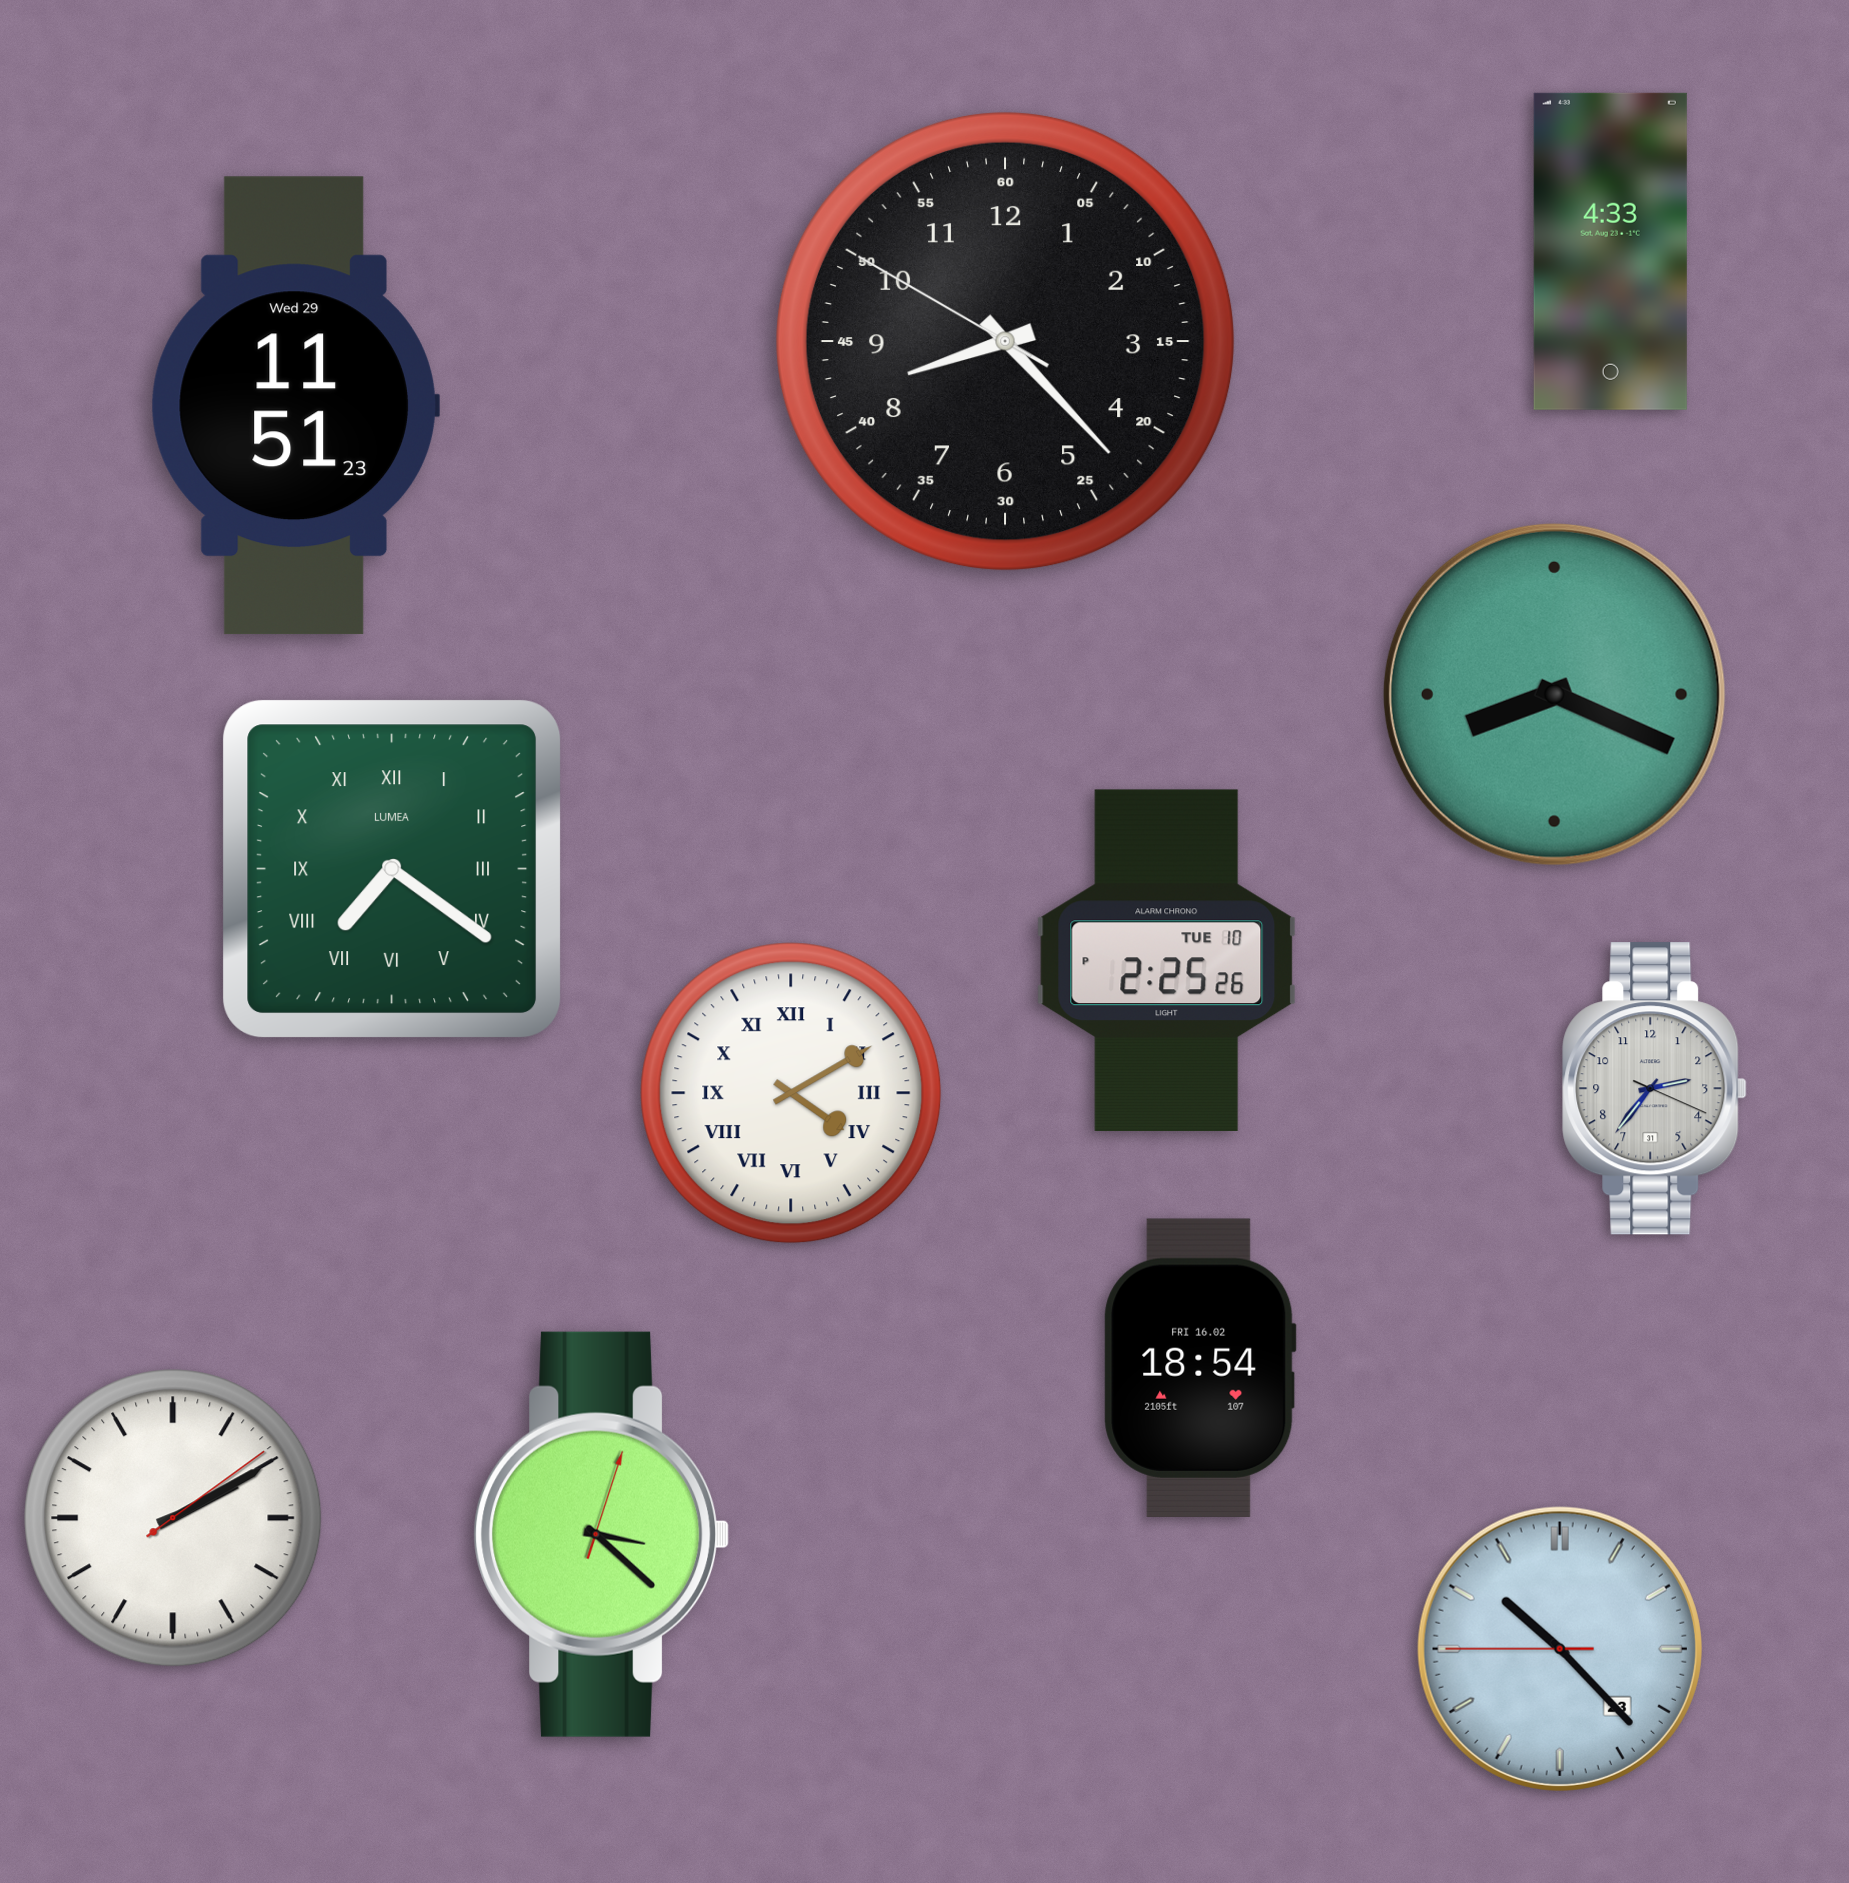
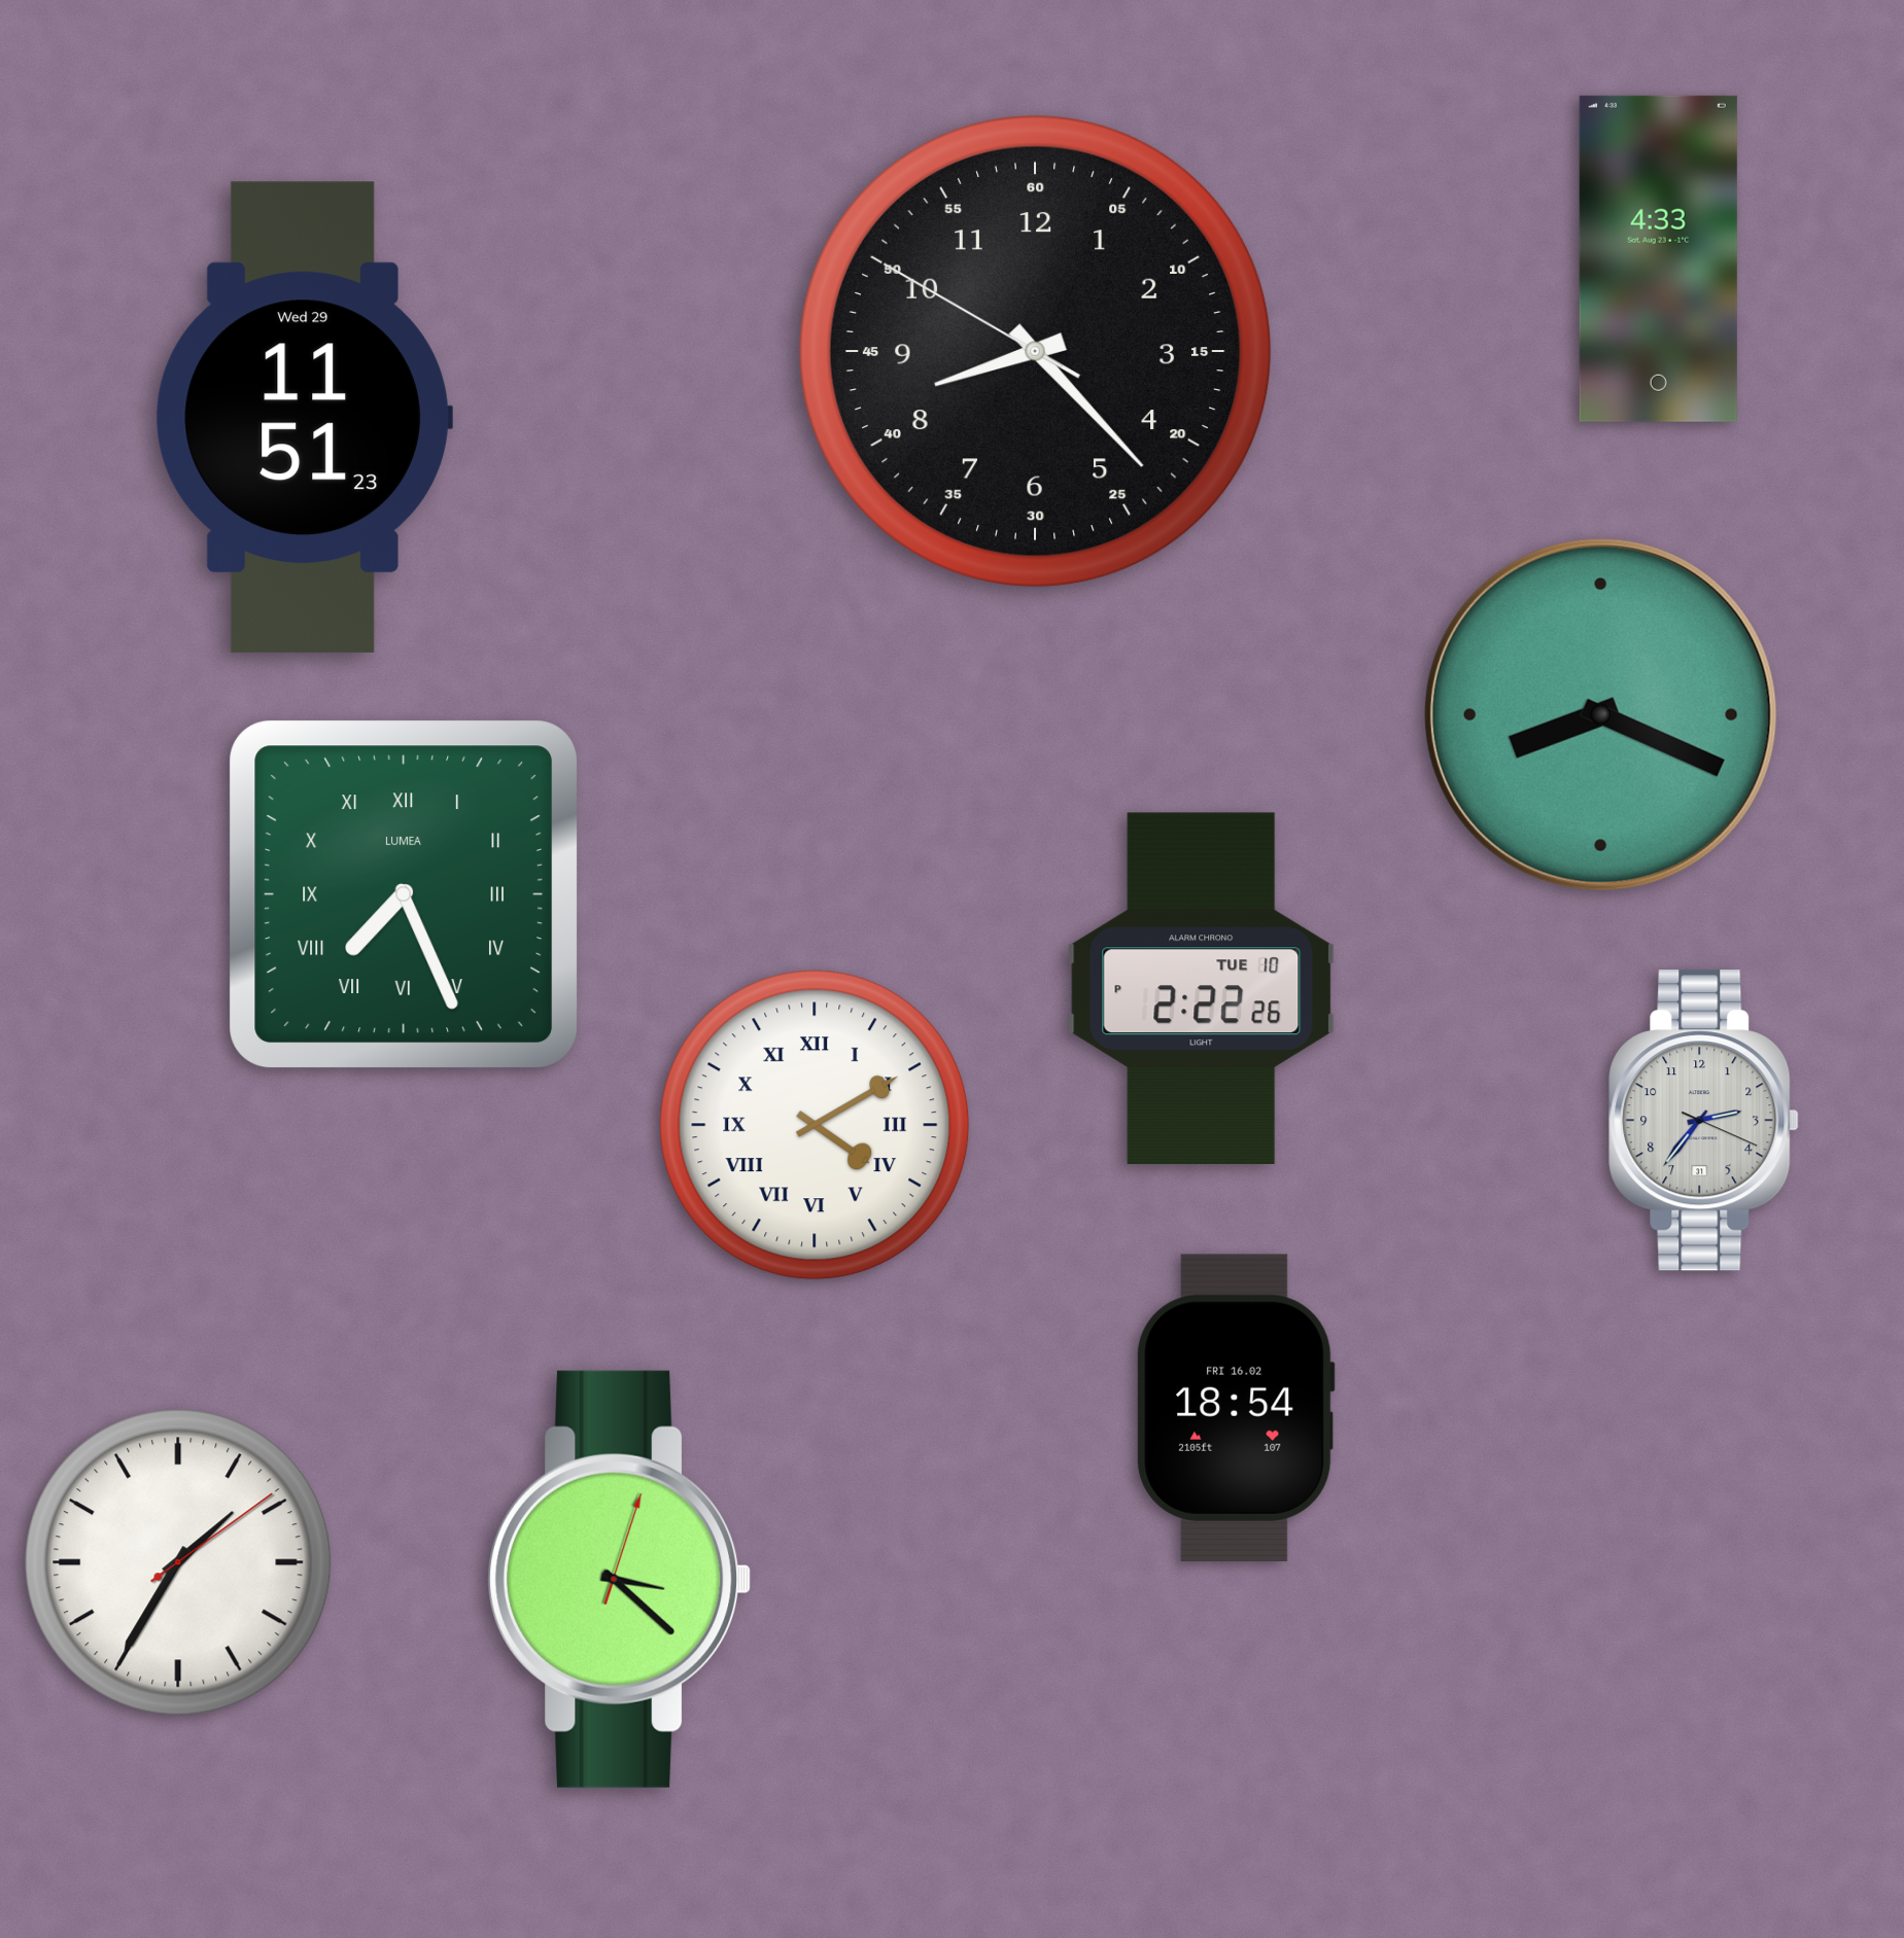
clock at (392, 869): 7:21 -> 7:26
clock at (1167, 960): 2:25 -> 2:22
clock at (173, 1518): 2:10 -> 1:35
clock at (1560, 1649): 10:22 -> none
